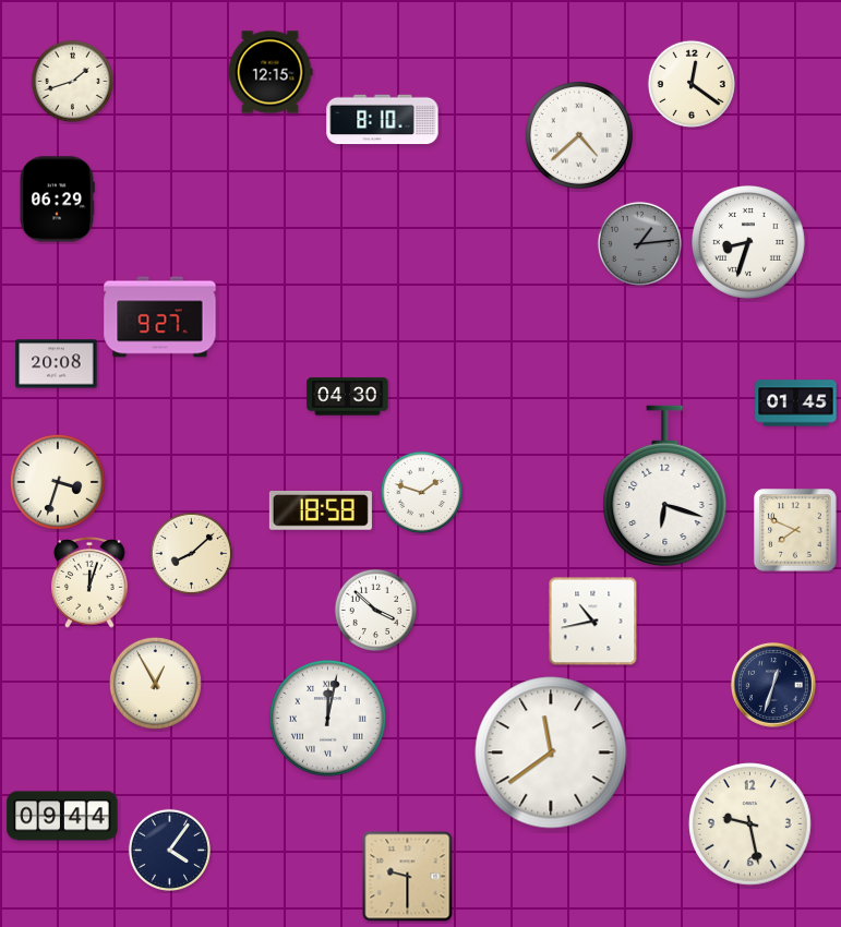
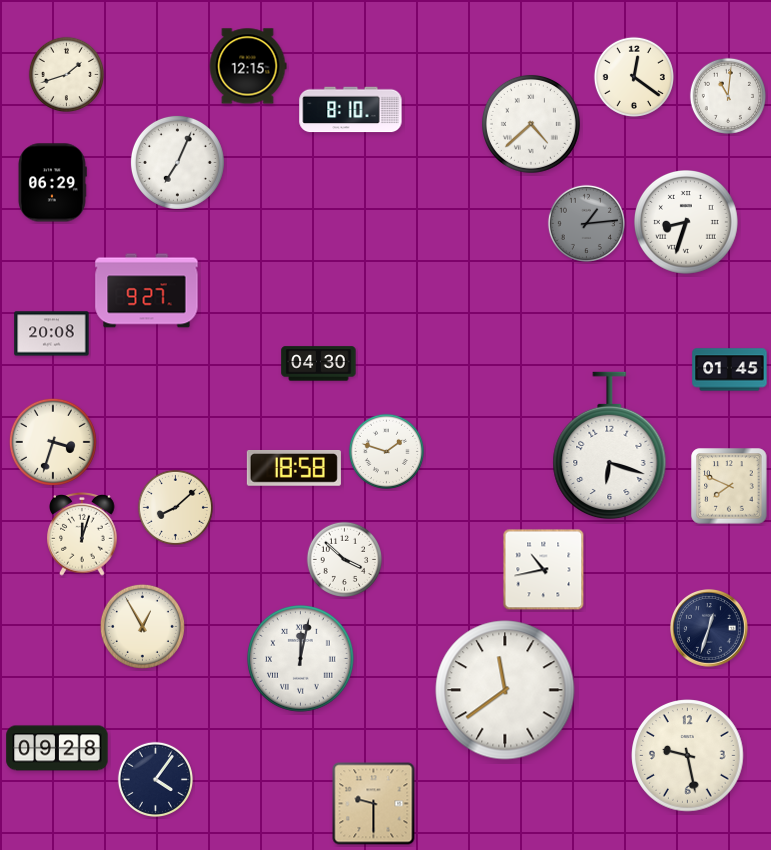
clock at (728, 96): none -> 11:01
clock at (177, 162): none -> 7:04
clock at (62, 816): 09:44 -> 09:28
